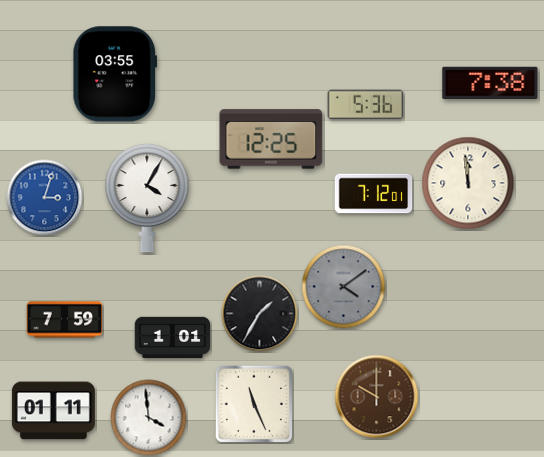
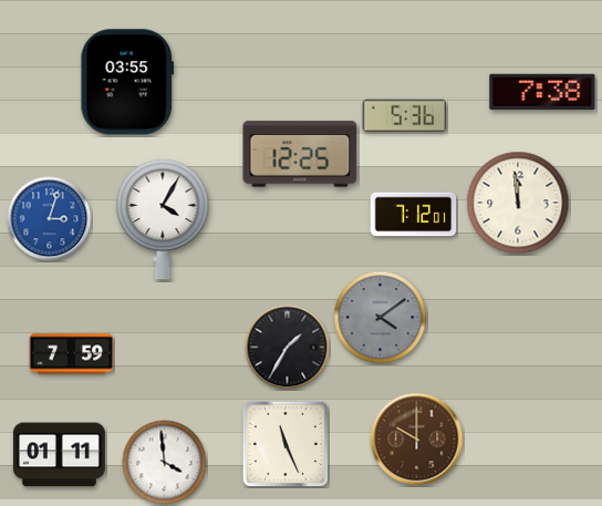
clock at (173, 338): 1:01 -> none
clock at (254, 404) position: (254, 404) -> (286, 444)
